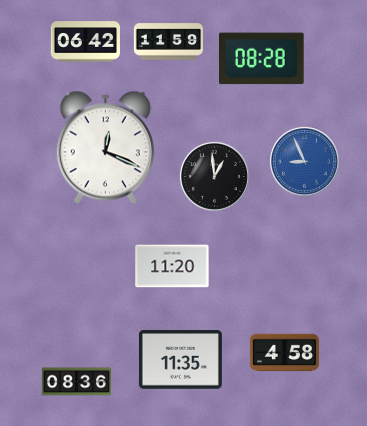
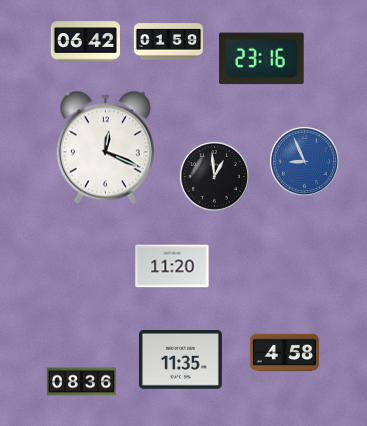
clock at (168, 42): 11:59 -> 01:59
clock at (262, 59): 08:28 -> 23:16
clock at (76, 382) position: (76, 382) -> (81, 382)
